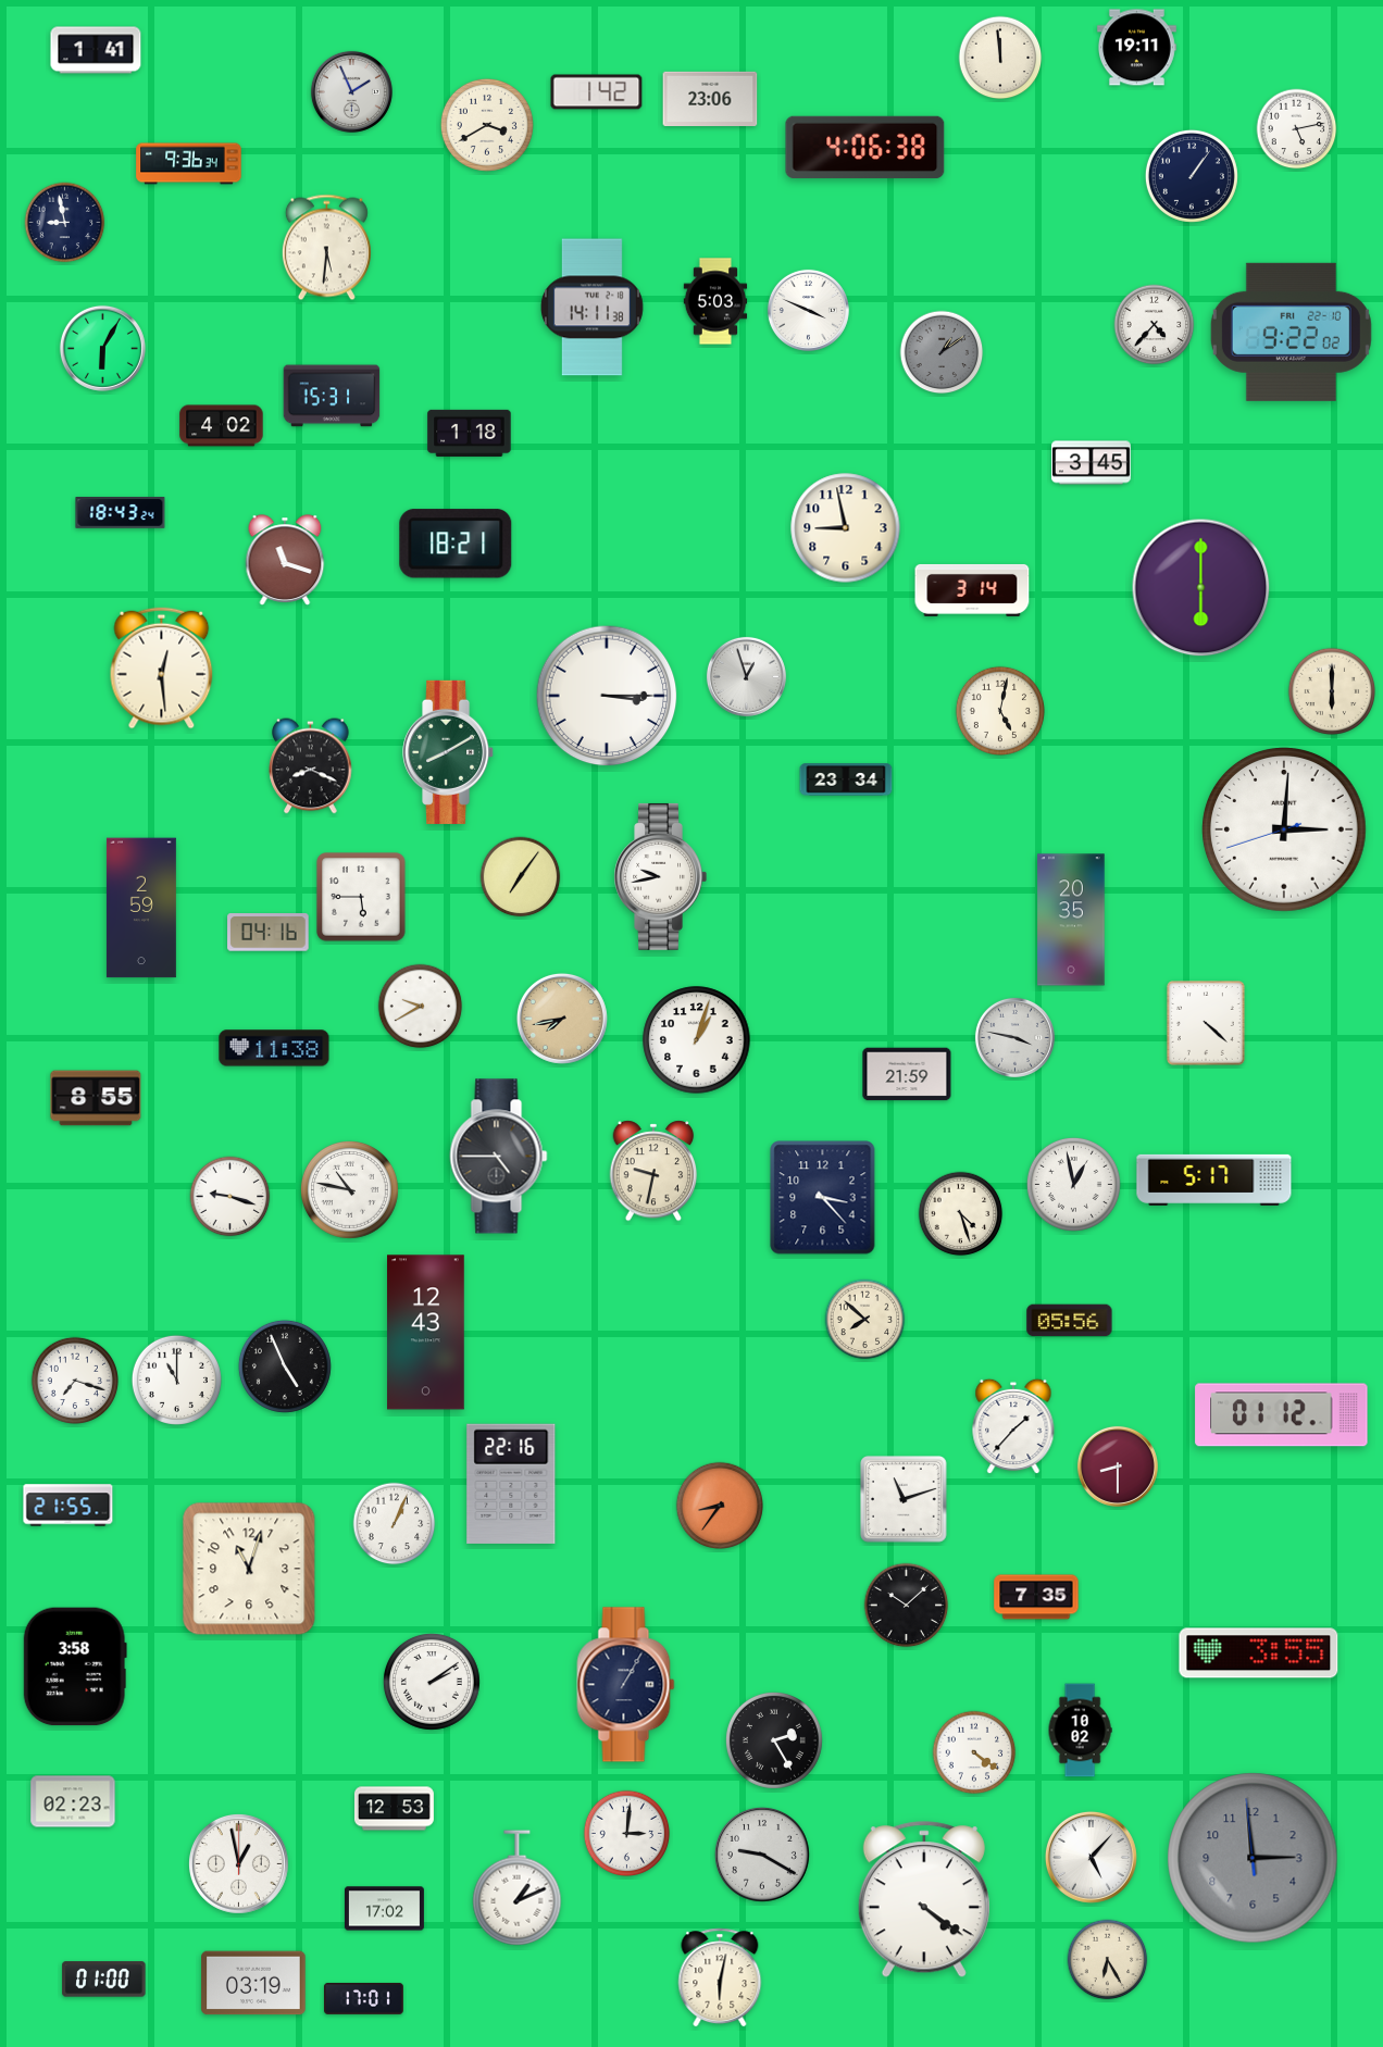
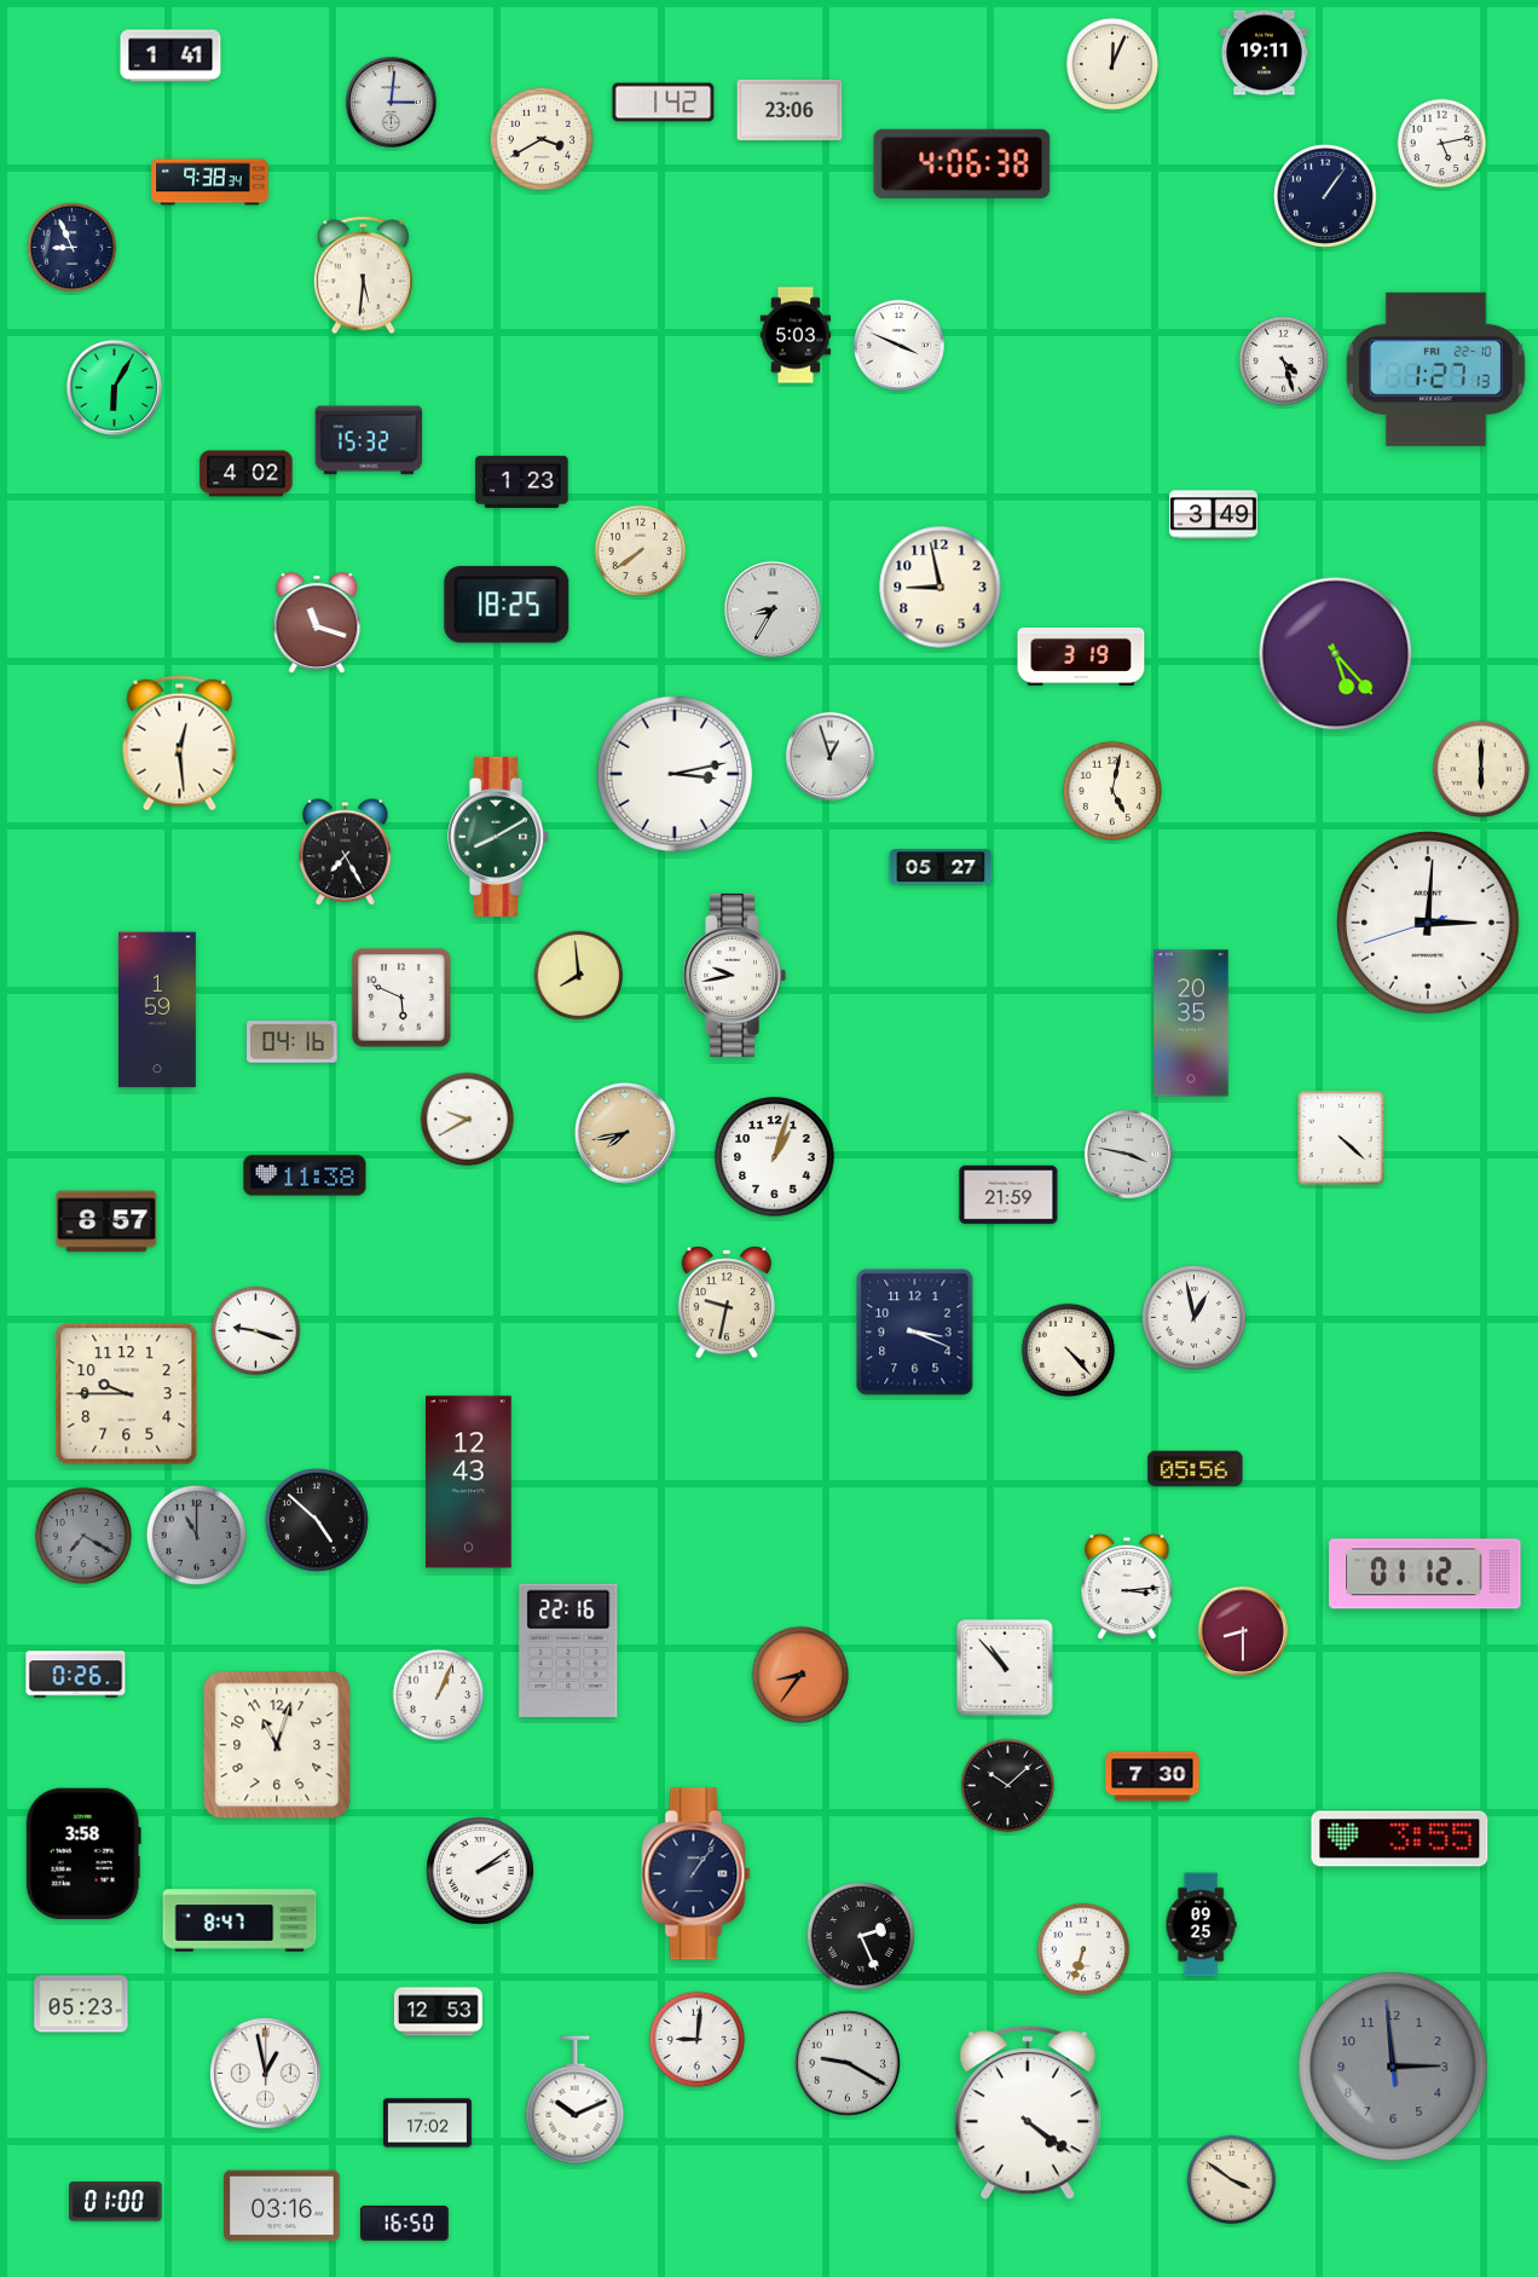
clock at (96, 50) position: (96, 50) -> (170, 56)
clock at (1000, 58): 11:59 -> 12:04
clock at (351, 91): 1:56 -> 3:01
clock at (189, 164): 9:36 -> 9:38
clock at (65, 223): 8:58 -> 8:56
clock at (591, 308): 14:11 -> none
clock at (1155, 325): 4:37 -> 4:27
clock at (1291, 332): 9:22 -> 1:27
clock at (942, 352): 1:09 -> none
clock at (332, 396): 15:31 -> 15:32
clock at (470, 433): 1:18 -> 1:23
clock at (1091, 463): 3:45 -> 3:49
clock at (641, 551): none -> 7:39
clock at (121, 513): 18:43 -> none
clock at (456, 544): 18:21 -> 18:25
clock at (773, 609): none -> 8:35
clock at (1201, 588): 6:00 -> 5:23
clock at (972, 590): 3:14 -> 3:19
clock at (746, 676) position: (746, 676) -> (829, 756)
clock at (607, 696): 3:15 -> 3:13
clock at (311, 766): 8:19 -> 7:25
clock at (846, 779): 23:34 -> 05:27
clock at (521, 877): 7:06 -> 7:59
clock at (361, 897): 5:45 -> 5:49
clock at (141, 908): 2:59 -> 1:59
clock at (269, 933) position: (269, 933) -> (293, 1042)
clock at (274, 1048) position: (274, 1048) -> (305, 1175)
clock at (96, 1098): 8:55 -> 8:57
clock at (499, 1157): 4:45 -> none
clock at (1214, 1179): 5:17 -> none
clock at (350, 1190): 10:47 -> none
clock at (823, 1198): 3:23 -> 3:19
clock at (961, 1214): 4:27 -> 4:23
clock at (127, 1394): none -> 9:45
clock at (865, 1320): 7:52 -> none
clock at (1070, 1321) position: (1070, 1321) -> (1196, 1469)
clock at (426, 1333) position: (426, 1333) -> (469, 1483)
clock at (285, 1366): 4:56 -> 4:52
clock at (74, 1380): 7:18 -> 7:20
clock at (74, 1380) dial: white -> grey
clock at (176, 1380) dial: white -> grey
clock at (1013, 1426): 1:37 -> 3:14
clock at (904, 1499): 11:12 -> 10:53
clock at (68, 1506): 21:55 -> 0:26
clock at (1036, 1597): 7:35 -> 7:30
clock at (626, 1685): 1:05 -> 1:06
clock at (239, 1920): none -> 8:47
clock at (1080, 1731): 10:02 -> 09:25
clock at (774, 1740): 2:25 -> 2:26
clock at (974, 1752): 4:21 -> 6:33
clock at (73, 1801): 02:23 -> 05:23
clock at (627, 1834): 3:01 -> 9:01
clock at (1091, 1857): 5:07 -> none
clock at (518, 1888): 1:11 -> 10:11
clock at (1108, 1960): 6:25 -> 3:51
clock at (720, 1977): 6:02 -> none
clock at (253, 1983): 03:19 -> 03:16
clock at (363, 1998): 17:01 -> 16:50
